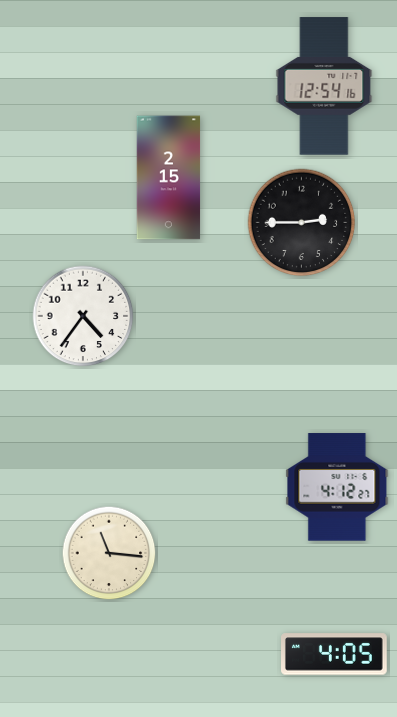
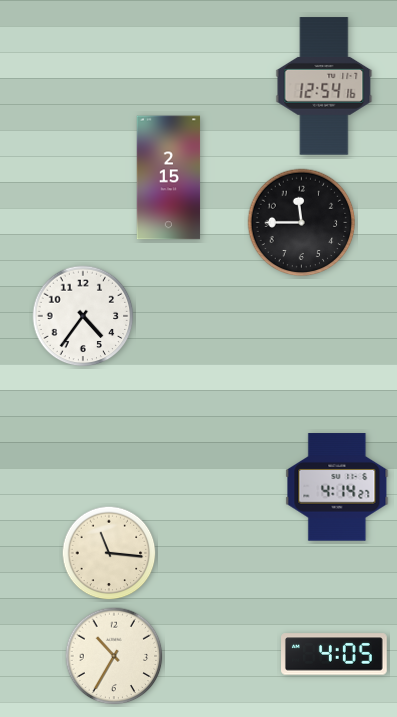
clock at (302, 223): 2:45 -> 11:45
clock at (337, 487): 4:12 -> 4:14
clock at (114, 656): none -> 10:35
